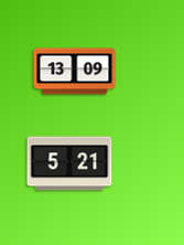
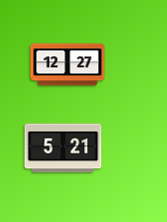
clock at (75, 72): 13:09 -> 12:27
